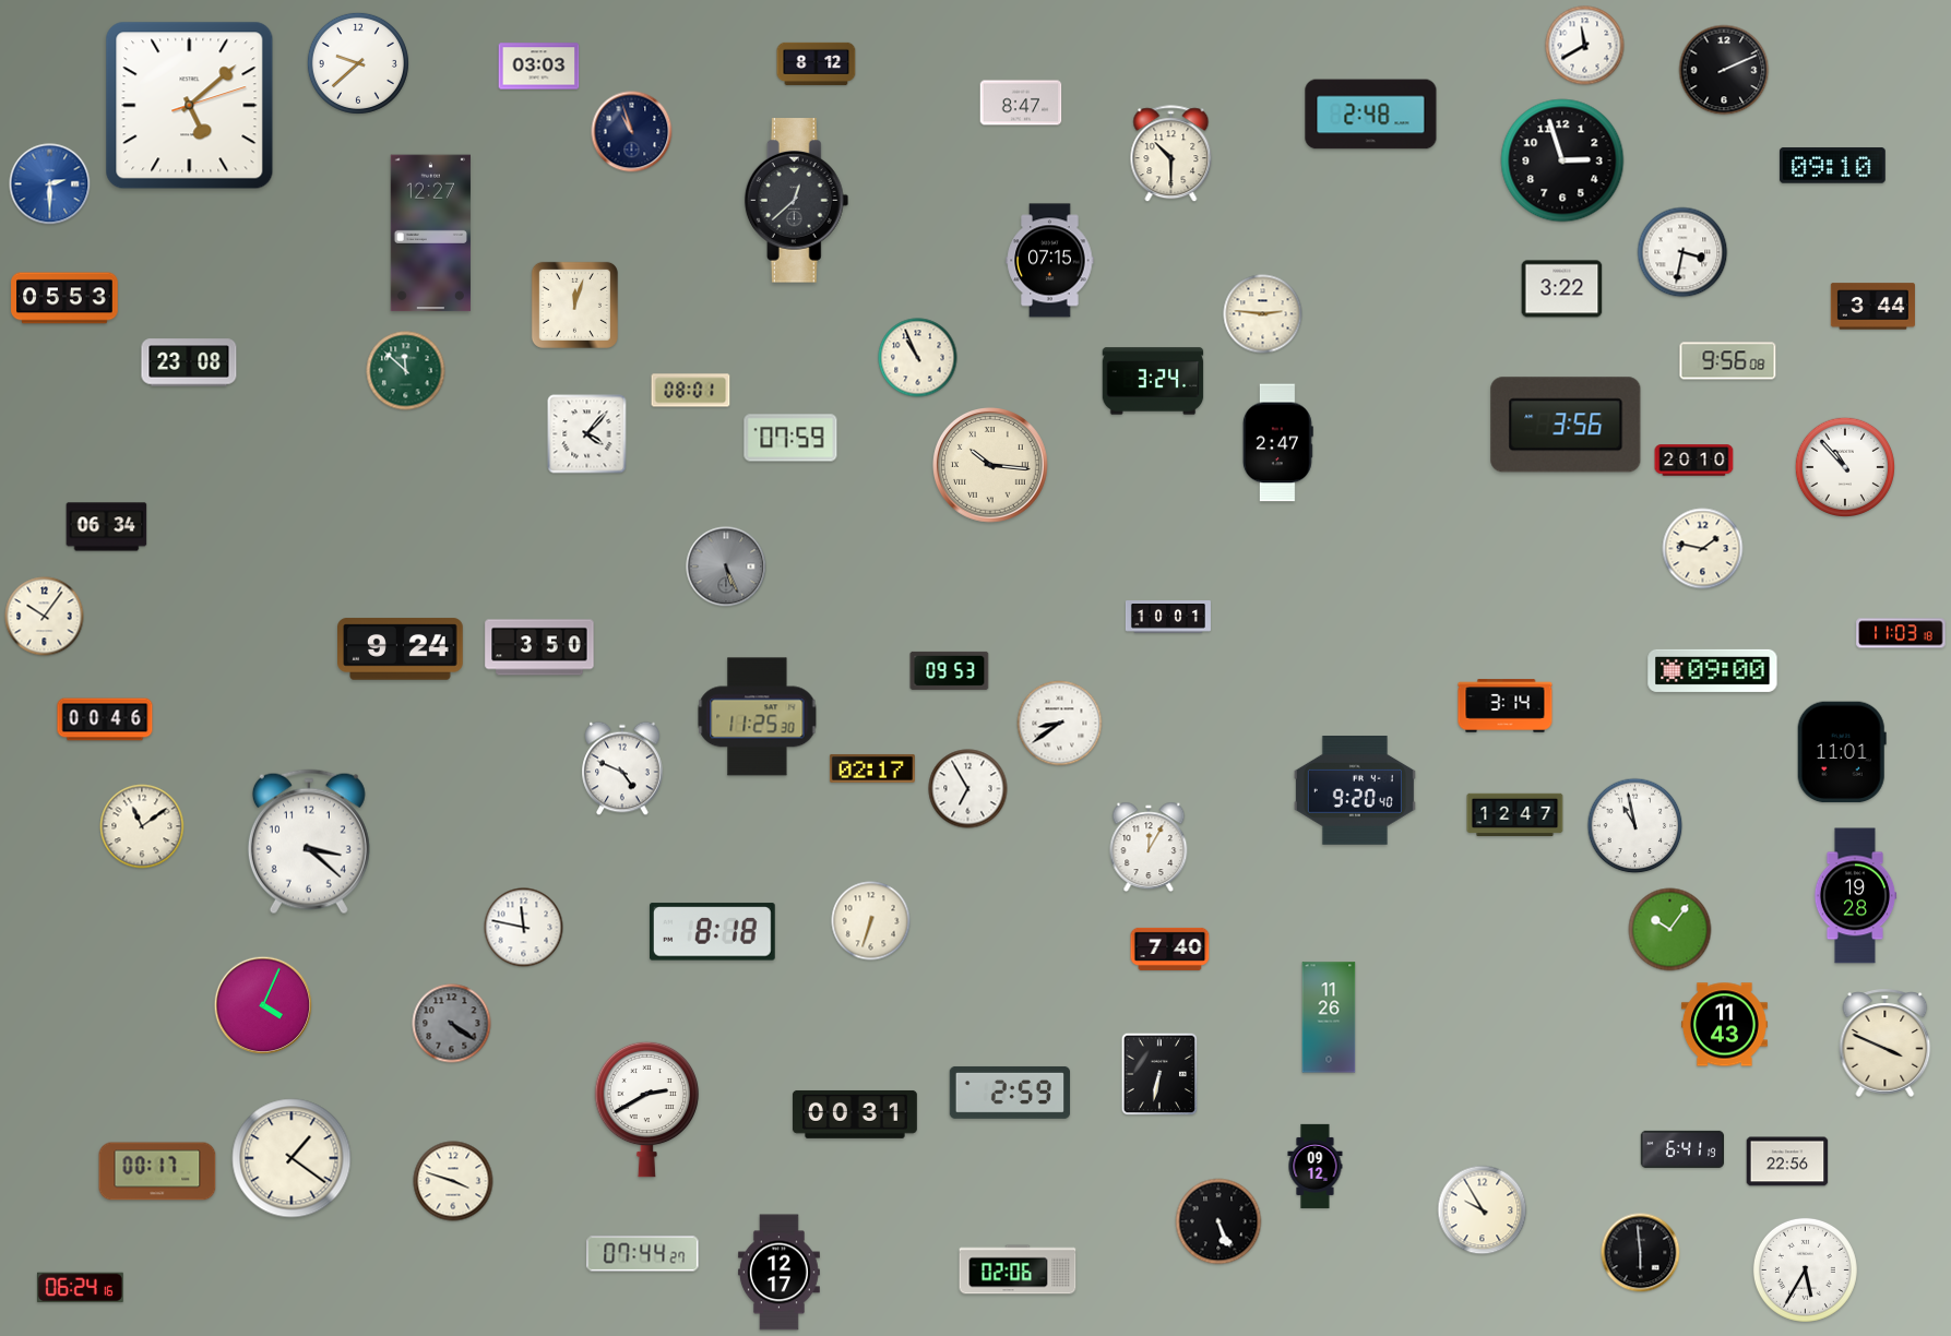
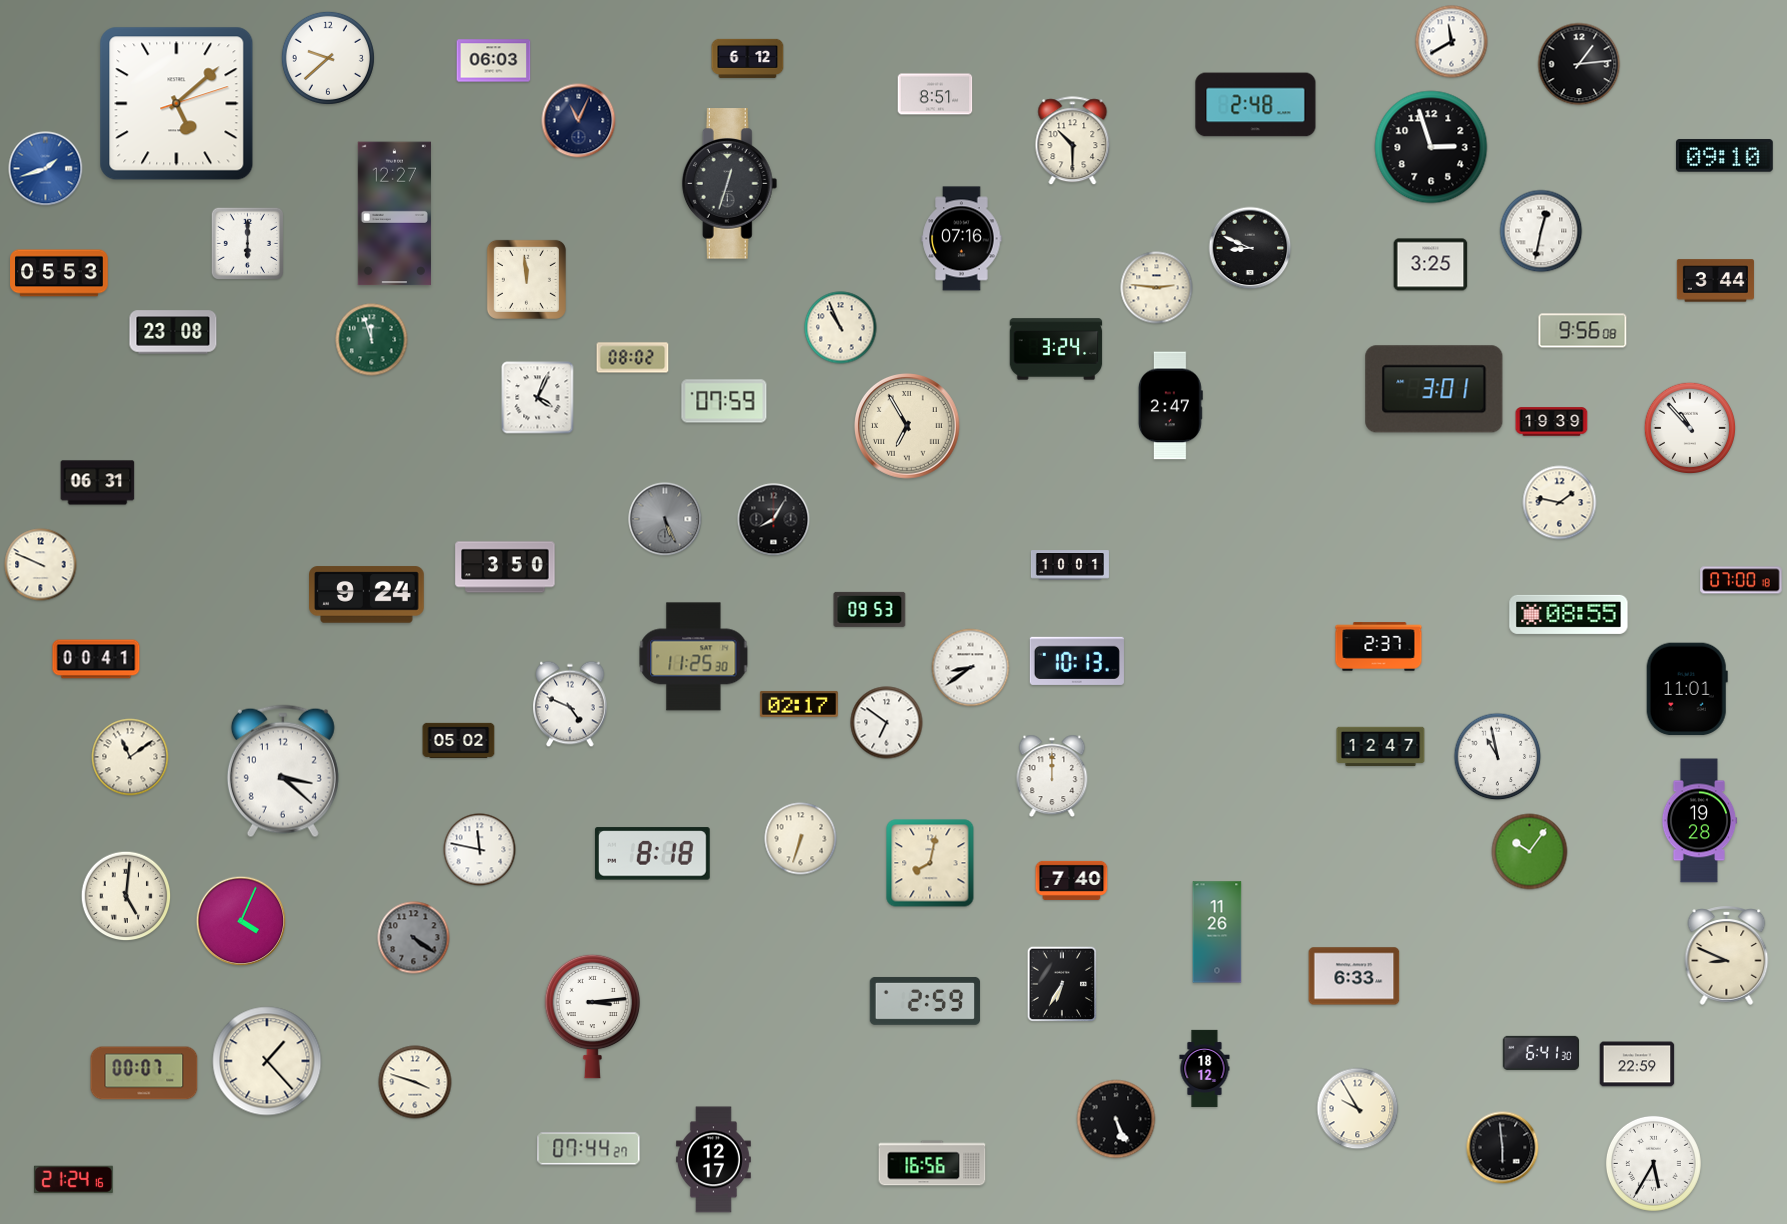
clock at (817, 63): 8:12 -> 6:12
clock at (539, 67): 03:03 -> 06:03
clock at (1724, 70): 2:11 -> 1:14
clock at (1021, 103): 8:47 -> 8:51
clock at (190, 106) position: (190, 106) -> (177, 104)
clock at (632, 132): 10:57 -> 11:04
clock at (1832, 166) position: (1832, 166) -> (1724, 156)
clock at (50, 184): 2:30 -> 1:42
clock at (797, 201): 12:38 -> 12:33
clock at (1682, 252): 3:32 -> 12:32
clock at (1050, 261): 07:15 -> 07:16
clock at (247, 243): none -> 6:00
clock at (1250, 248): none -> 8:49
clock at (1562, 289): 3:22 -> 3:25
clock at (574, 305): 12:03 -> 11:59
clock at (406, 371): 11:52 -> 11:57
clock at (691, 391): 08:01 -> 08:02
clock at (1566, 425): 3:56 -> 3:01
clock at (587, 434): 4:07 -> 4:04
clock at (1694, 461): 20:10 -> 19:39
clock at (991, 466): 10:16 -> 6:55
clock at (107, 527): 06:34 -> 06:31
clock at (774, 520): none -> 8:05
clock at (45, 617): 10:06 -> 9:49
clock at (1901, 633): 11:03 -> 07:00
clock at (539, 647) position: (539, 647) -> (505, 567)
clock at (950, 670) position: (950, 670) -> (870, 609)
clock at (1713, 670): 09:00 -> 08:55
clock at (1506, 706): 3:14 -> 2:37
clock at (105, 719): 00:46 -> 00:41
clock at (1077, 661): none -> 10:13
clock at (1060, 724) position: (1060, 724) -> (971, 668)
clock at (968, 789): 6:55 -> 6:51
clock at (1355, 791): 9:20 -> none
clock at (459, 740): none -> 05:02
clock at (1515, 815) position: (1515, 815) -> (1381, 747)
clock at (1149, 847): 12:05 -> 12:00
clock at (871, 921) position: (871, 921) -> (801, 839)
clock at (930, 863): none -> 8:02
clock at (1170, 949) position: (1170, 949) -> (1072, 880)
clock at (126, 896): none -> 5:01
clock at (1724, 1025): 11:43 -> none
clock at (1885, 1042): 3:49 -> 8:49
clock at (1354, 976): none -> 6:33
clock at (1159, 1074): 6:32 -> 6:35
clock at (647, 1109): 2:40 -> 3:14
clock at (855, 1114): 00:31 -> none
clock at (1682, 1149): 6:41:19 -> 6:41:30
clock at (292, 1158): 1:21 -> 1:23
clock at (1787, 1161): 22:56 -> 22:59
clock at (1316, 1166): 09:12 -> 18:12
clock at (157, 1171): 00:17 -> 00:07
clock at (1018, 1269): 02:06 -> 16:56
clock at (778, 1273) position: (778, 1273) -> (713, 1160)
clock at (80, 1288): 06:24 -> 21:24
